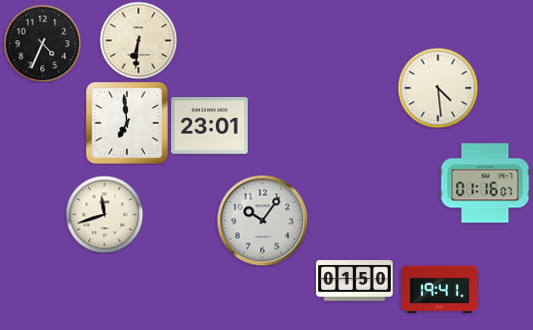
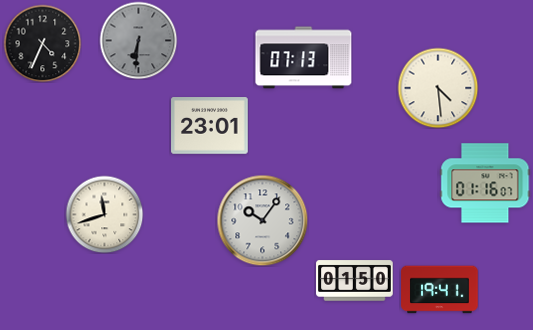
clock at (138, 40) dial: cream -> grey
clock at (304, 58): none -> 07:13
clock at (127, 123): 6:59 -> none
